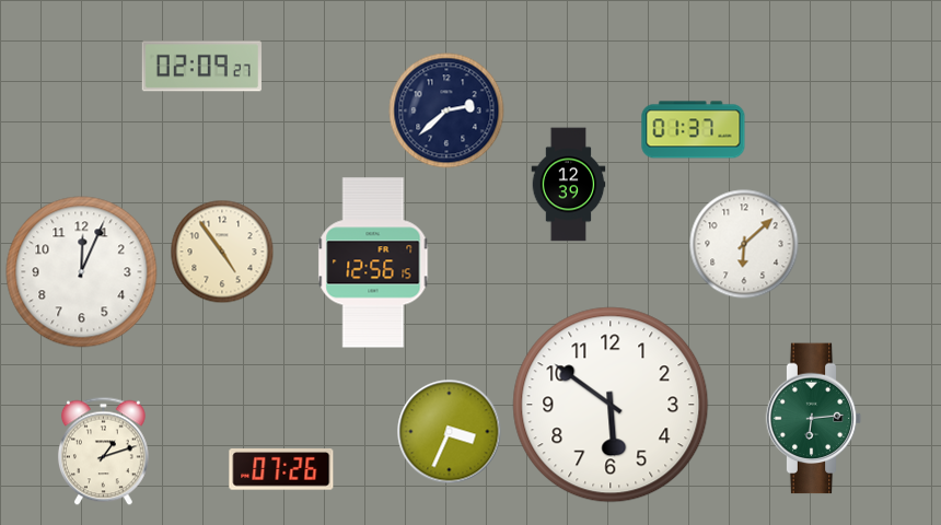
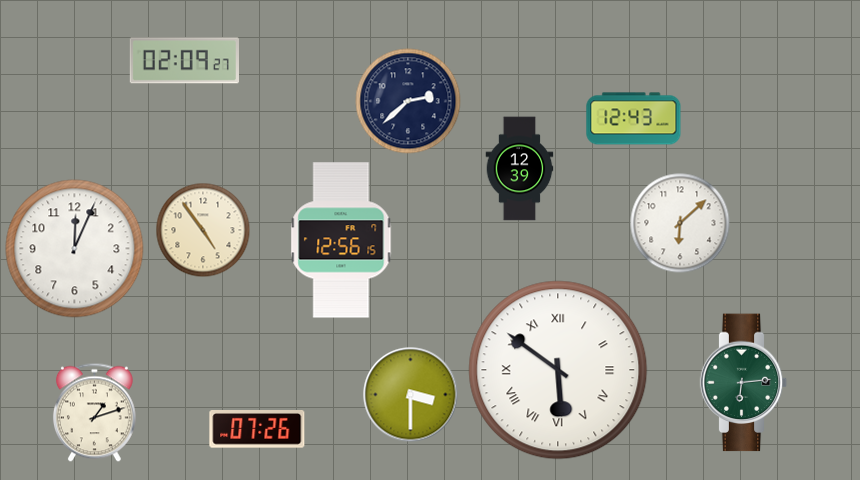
clock at (694, 130): 01:37 -> 12:43
clock at (611, 405) numerals: Arabic -> Roman
clock at (450, 432): 3:34 -> 3:30
